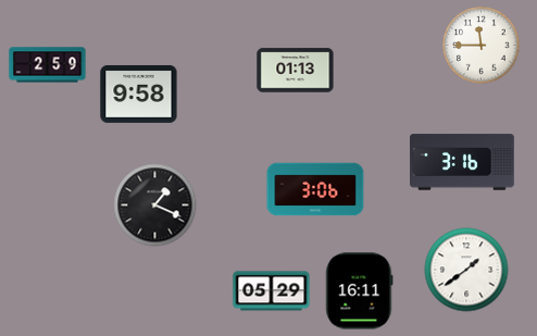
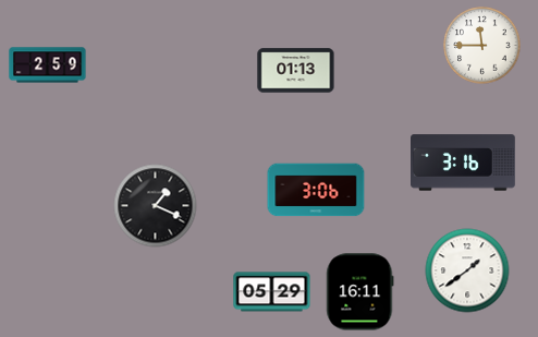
clock at (139, 94): 9:58 -> none
